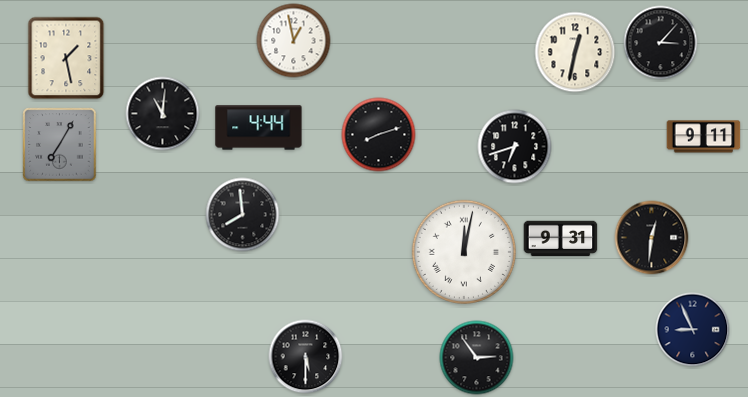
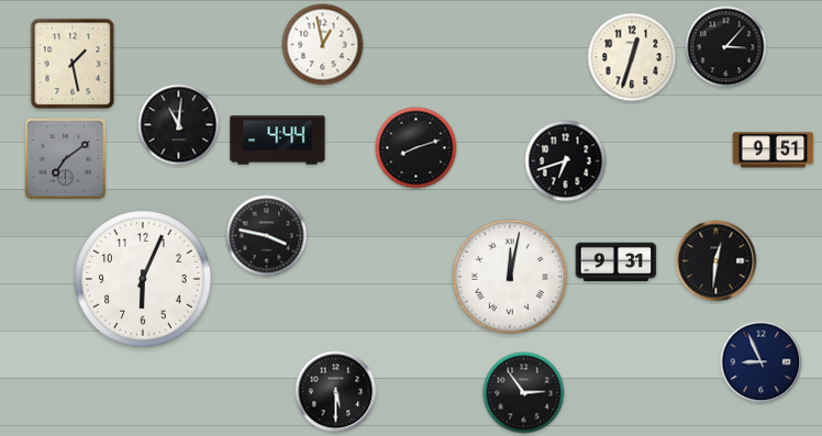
clock at (575, 52): 12:32 -> 12:33
clock at (259, 128) position: (259, 128) -> (278, 141)
clock at (704, 137): 9:11 -> 9:51
clock at (60, 145): 7:05 -> 7:09
clock at (243, 215): 7:59 -> 3:47
clock at (143, 279): none -> 6:04
